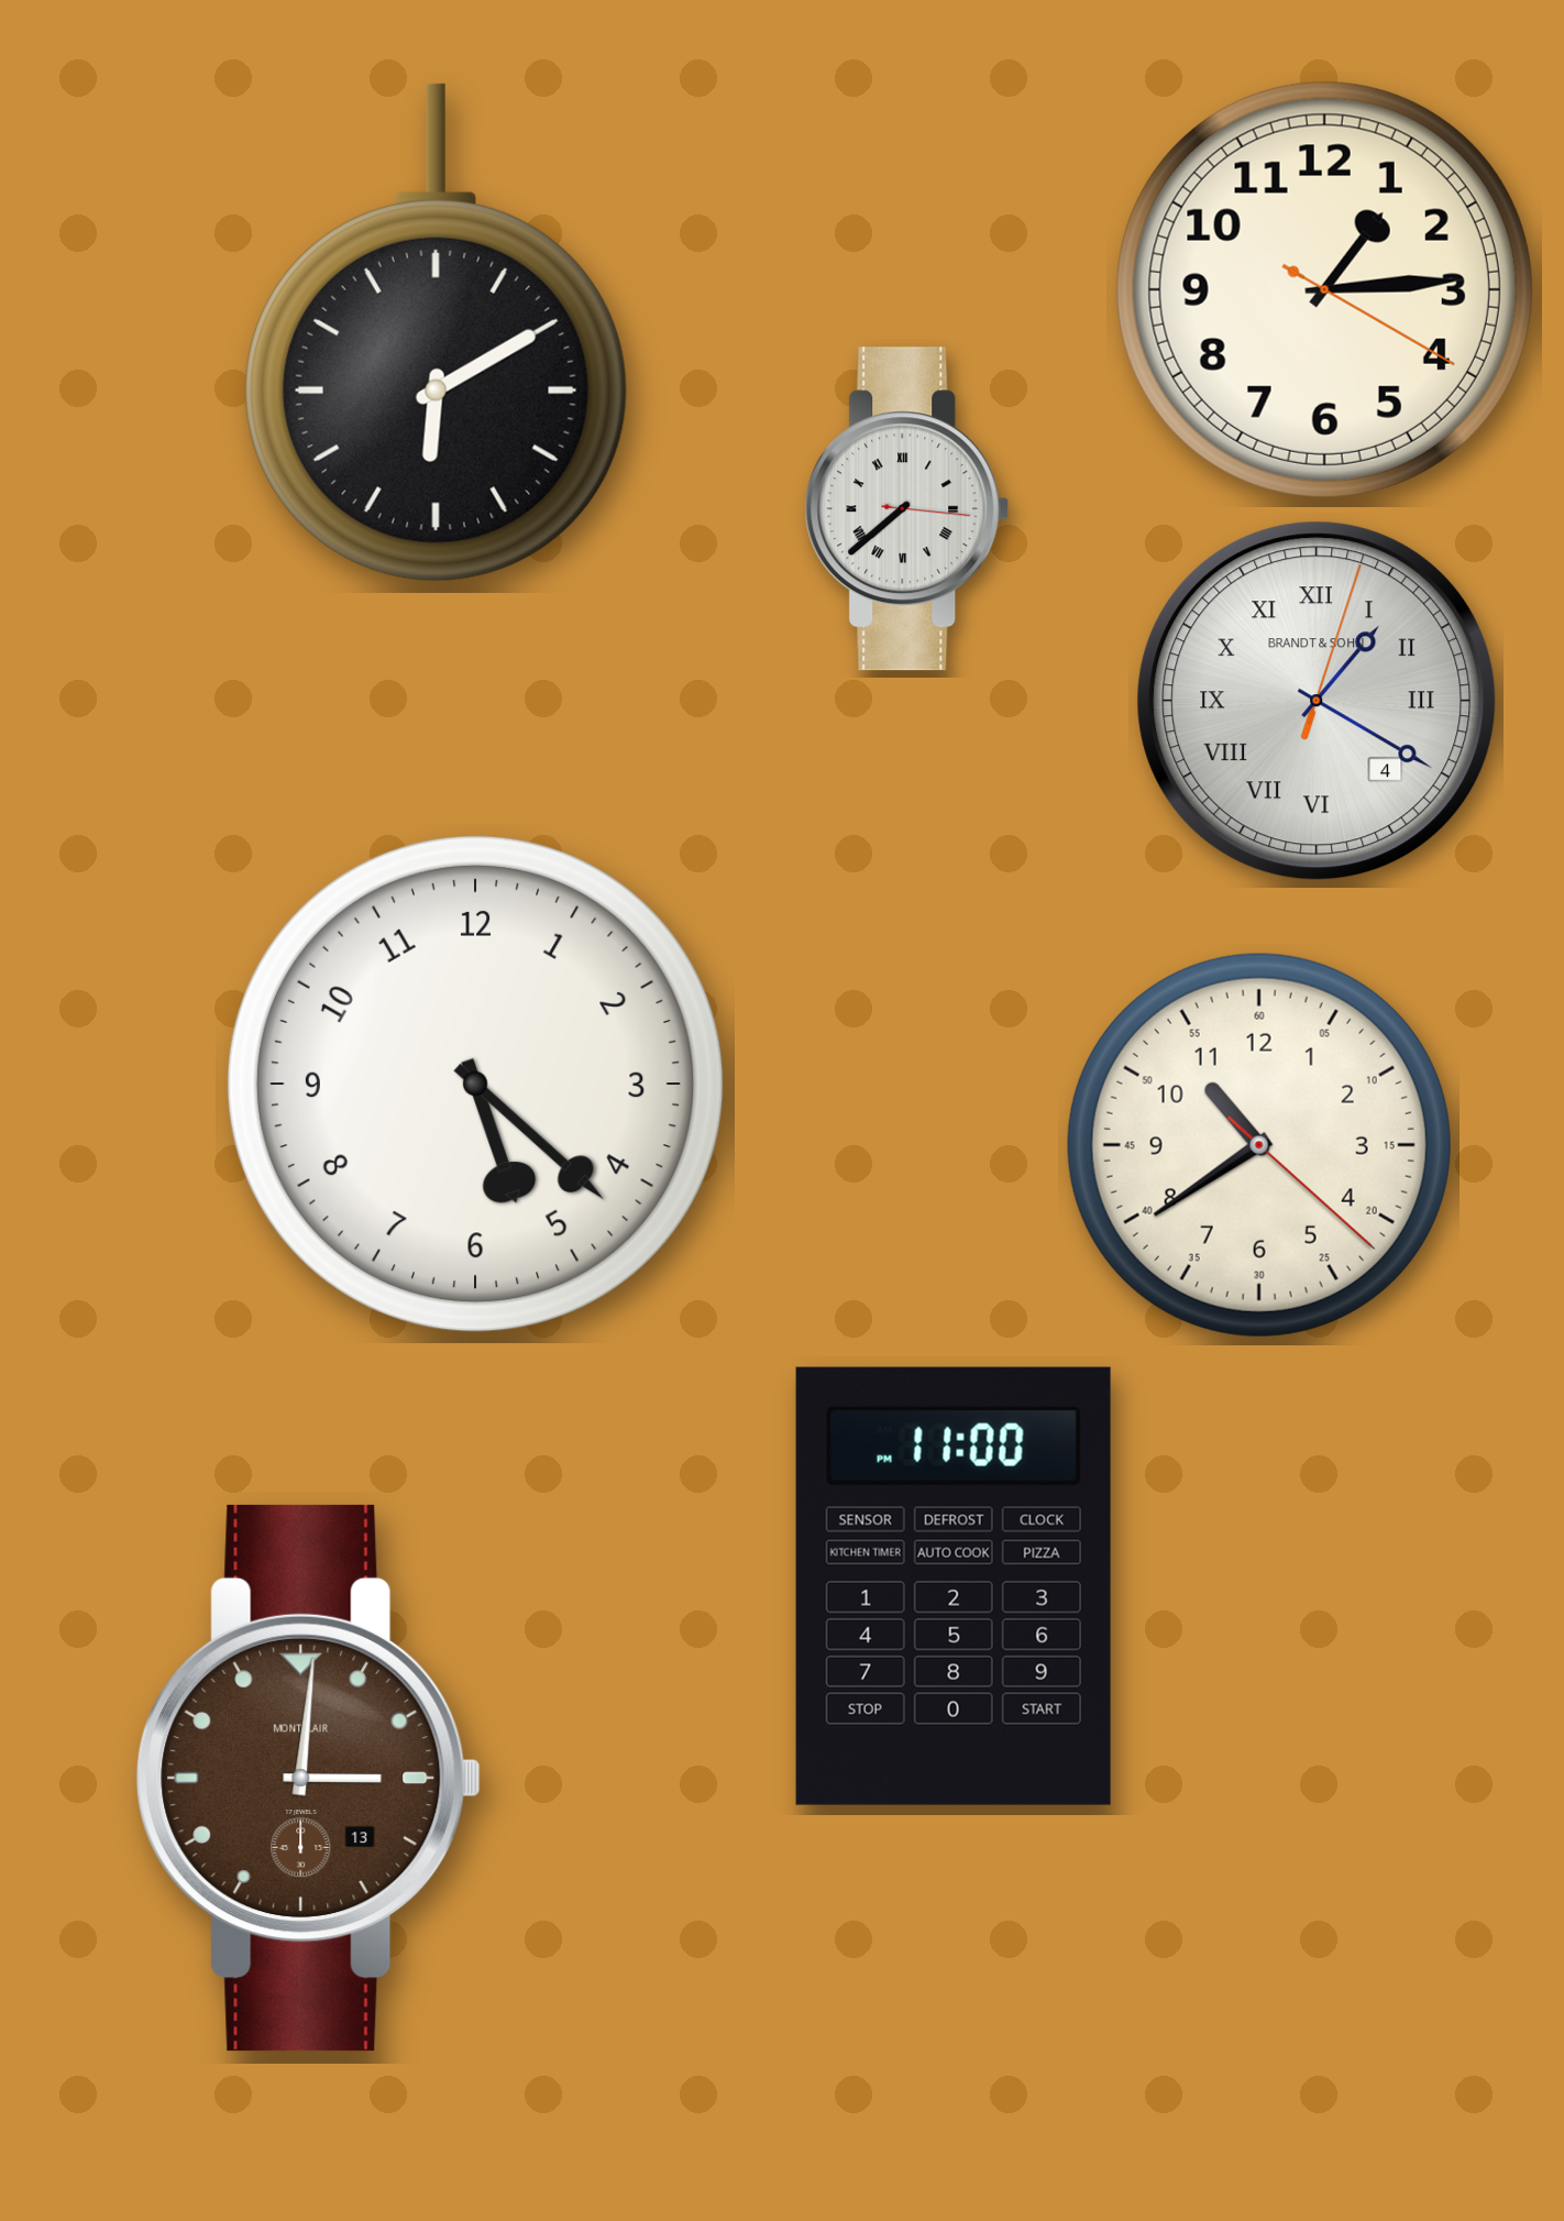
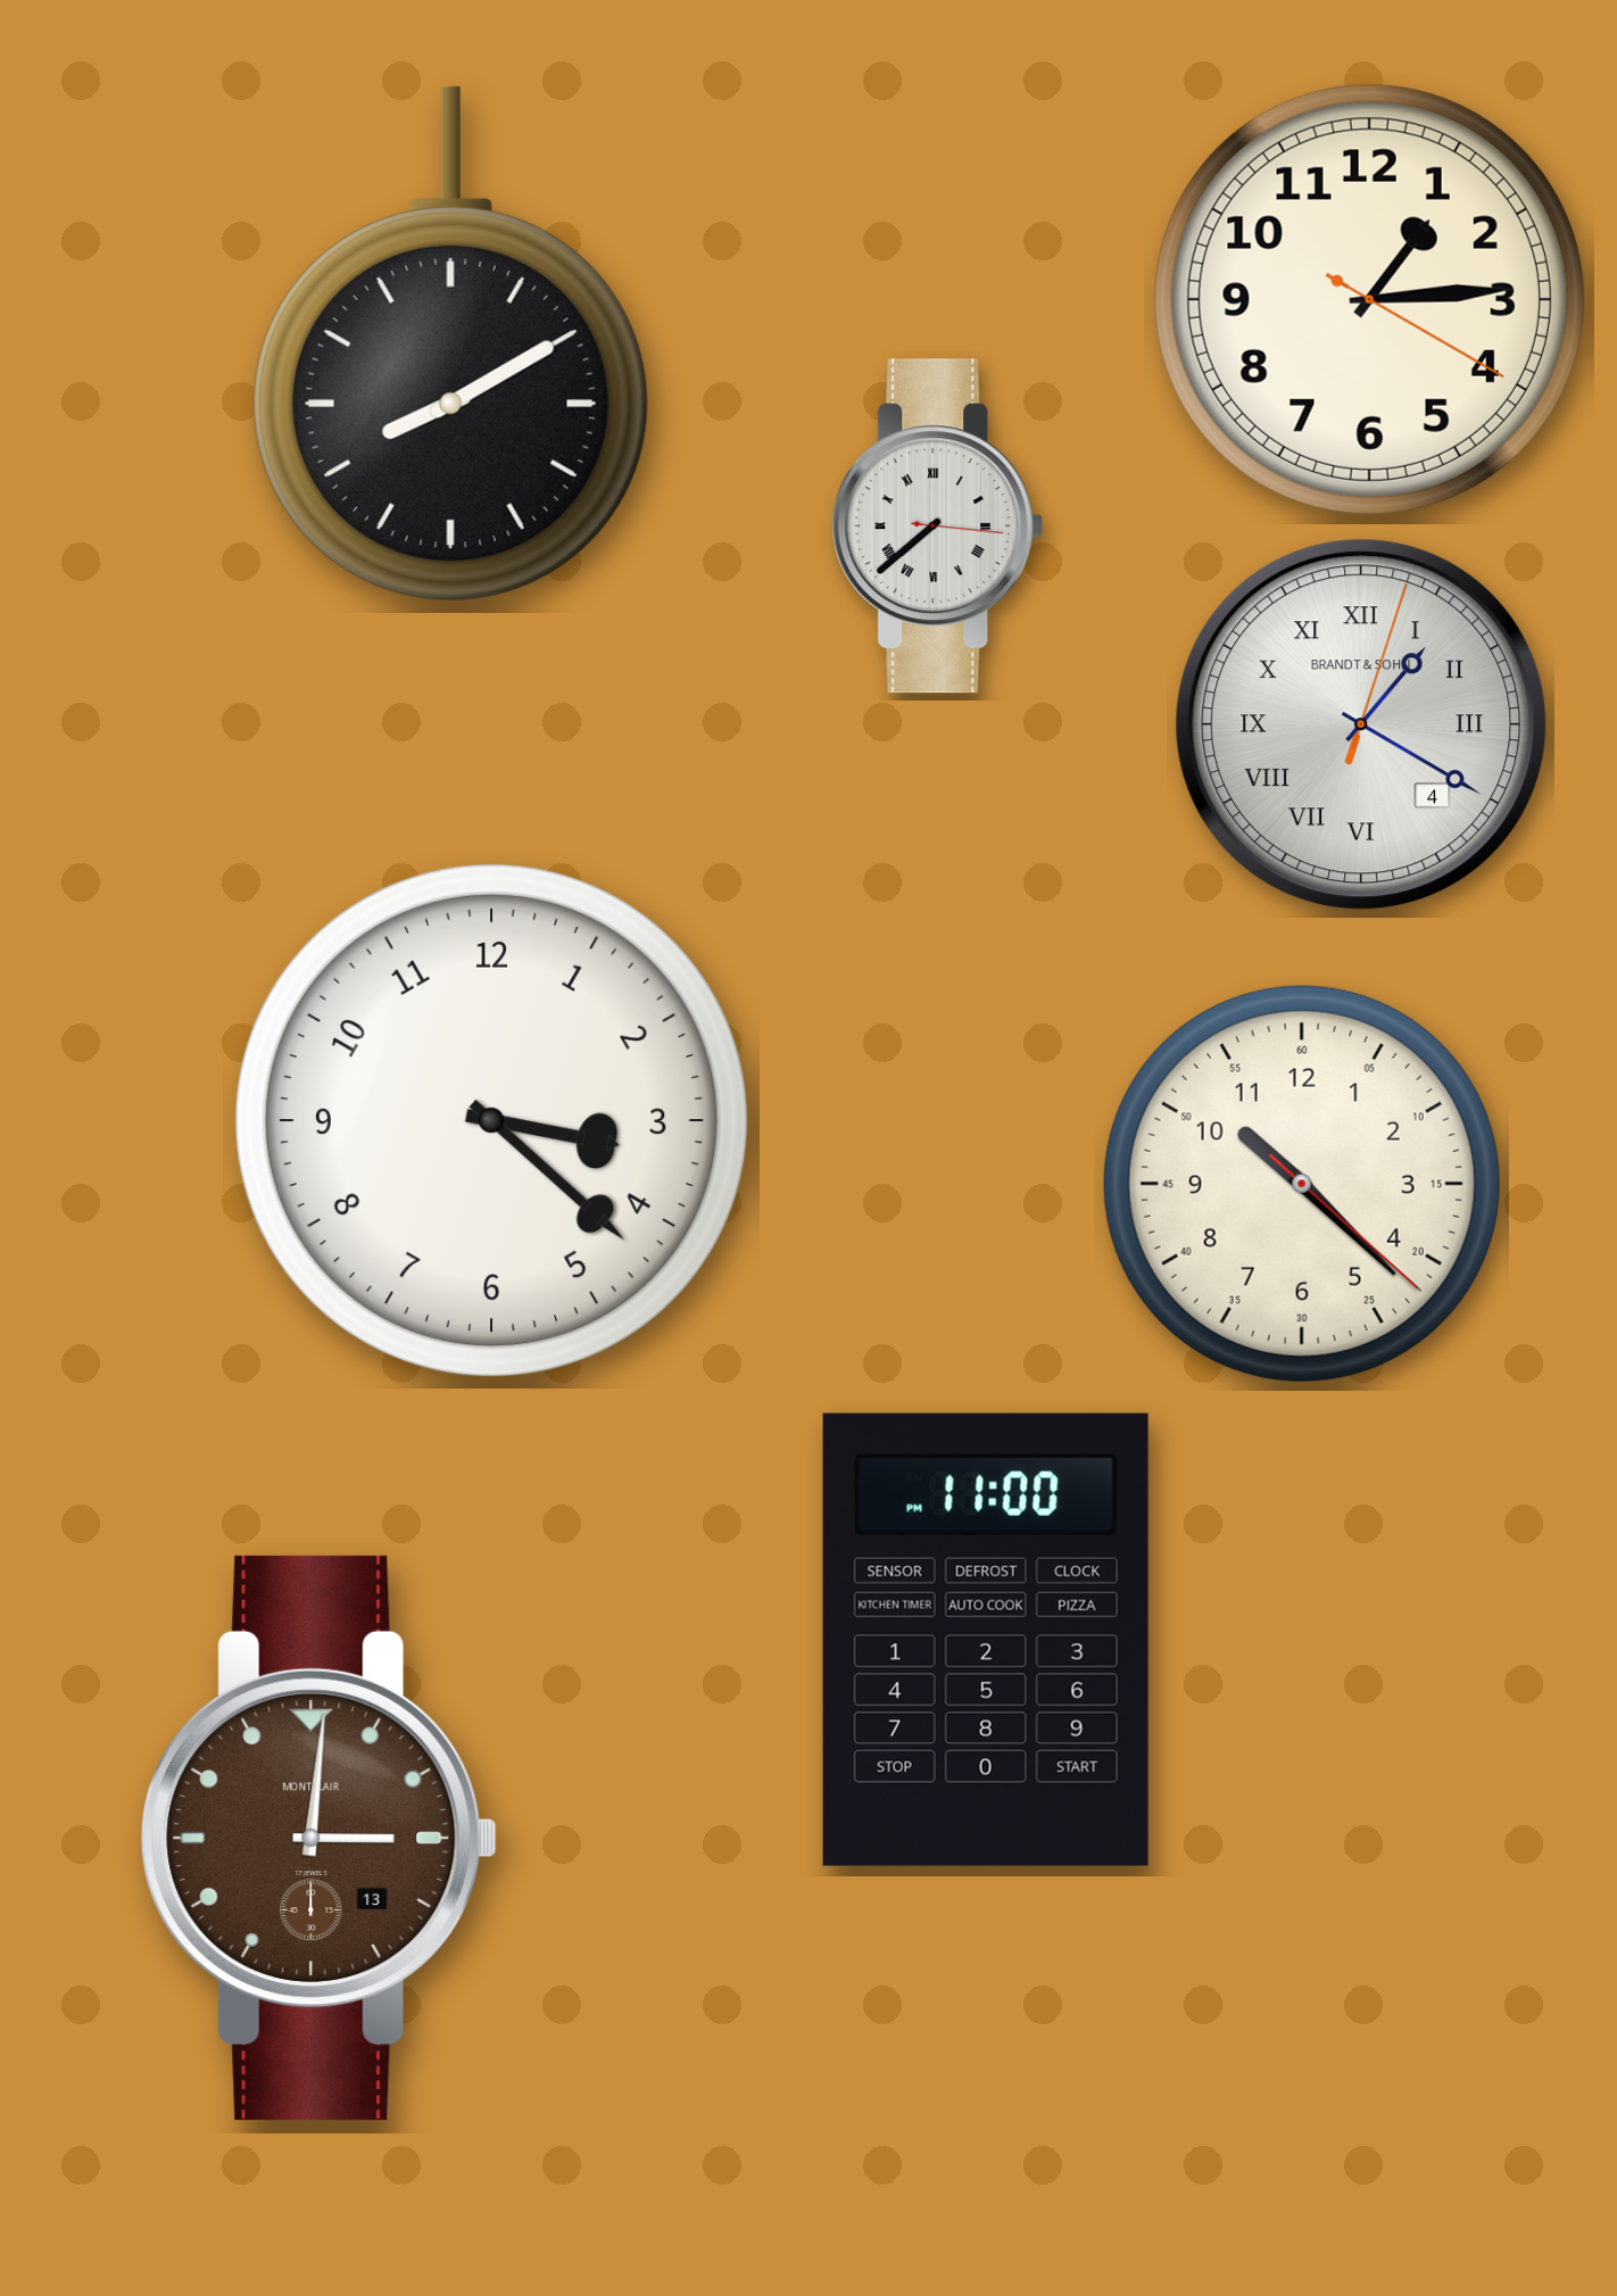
clock at (436, 332): 6:10 -> 8:10
clock at (475, 1084): 5:22 -> 3:22
clock at (1259, 1145): 10:39 -> 10:22
